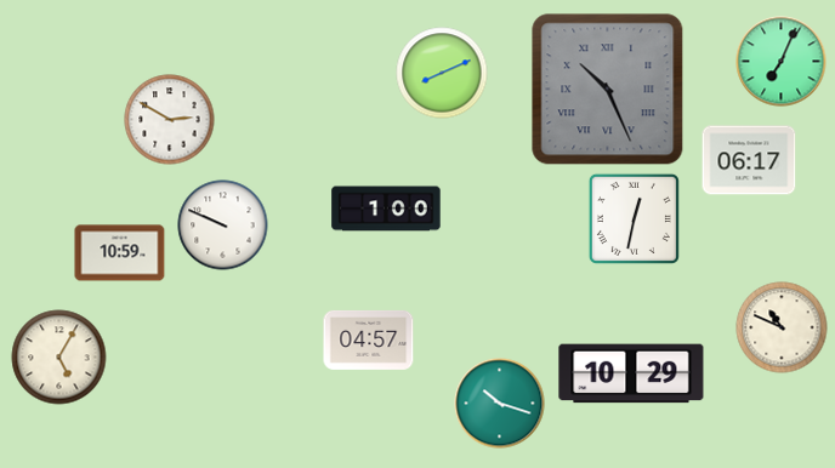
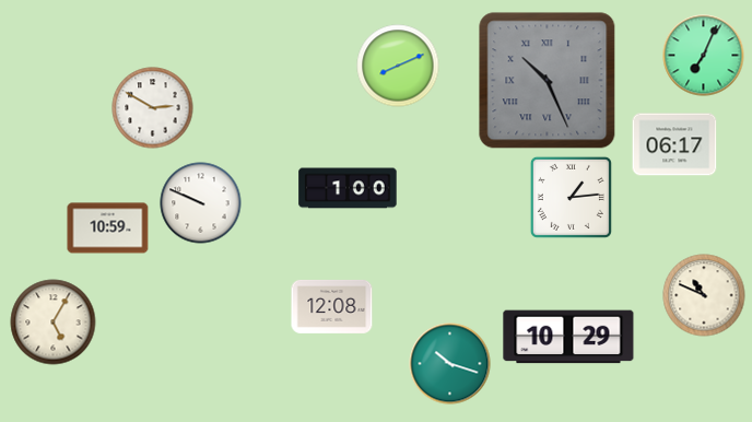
clock at (634, 218): 12:32 -> 1:14
clock at (369, 339): 04:57 -> 12:08
